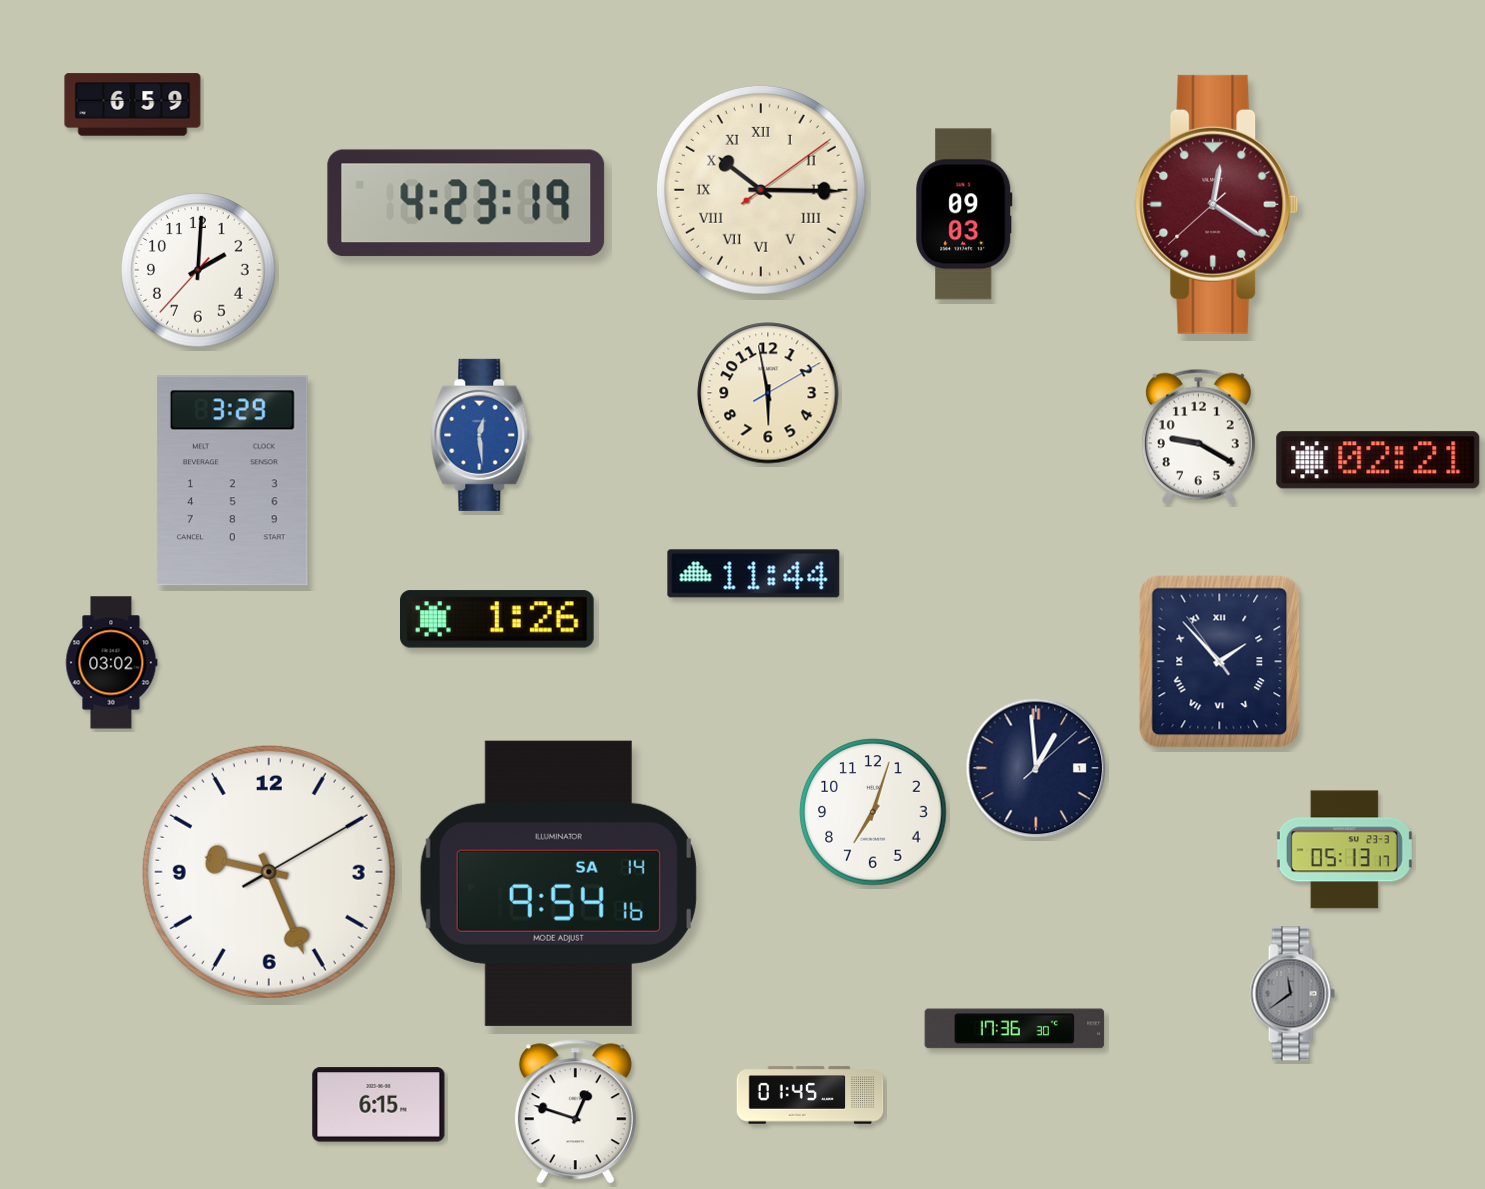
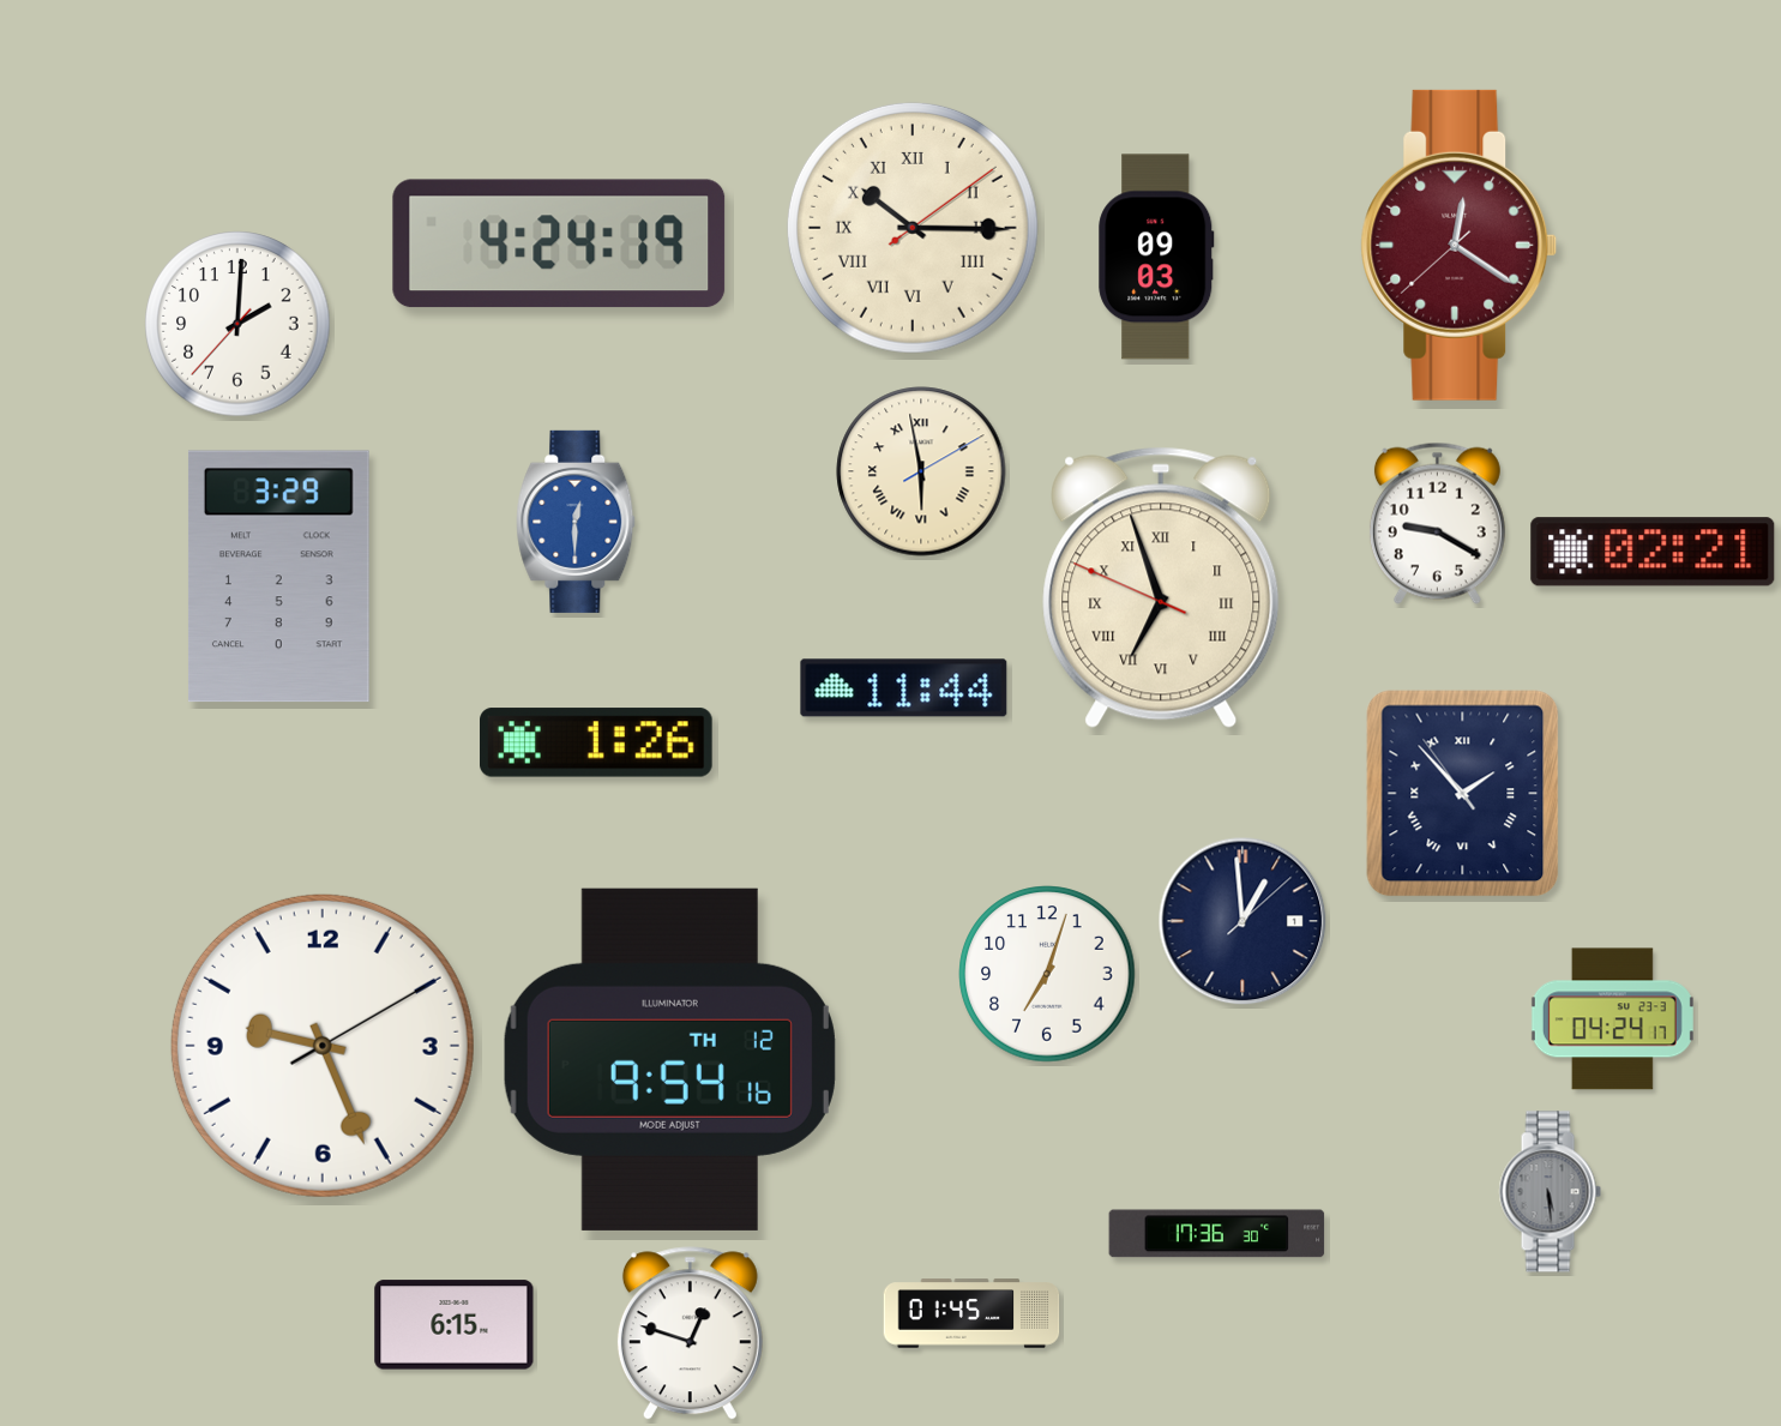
clock at (133, 105): 6:59 -> none
clock at (466, 203): 4:23 -> 4:24
clock at (768, 393) numerals: Arabic -> Roman
clock at (480, 435): 12:29 -> 12:30
clock at (1161, 588): none -> 6:56
clock at (111, 663): 03:02 -> none
clock at (1344, 850): 05:13 -> 04:24
clock at (558, 883) date: SA 14 -> TH 12
clock at (1292, 994): 11:39 -> 5:29
